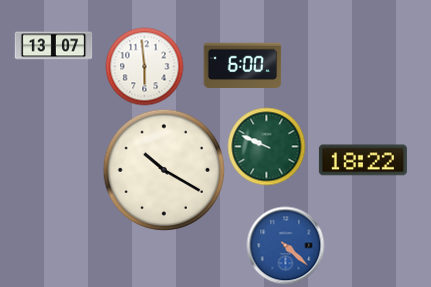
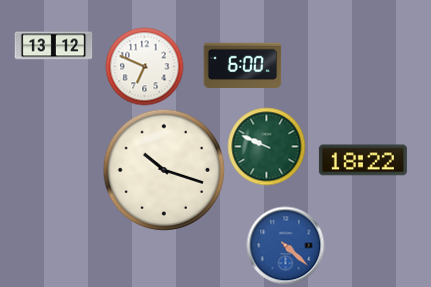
clock at (53, 46): 13:07 -> 13:12
clock at (144, 66): 5:59 -> 6:49
clock at (164, 170): 10:20 -> 10:18
